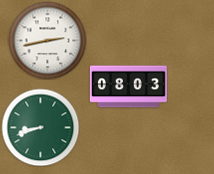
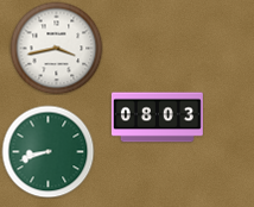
clock at (47, 40): 2:43 -> 3:43
clock at (128, 87) position: (128, 87) -> (157, 118)
